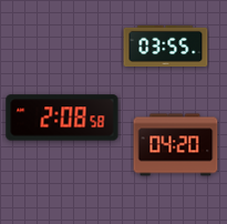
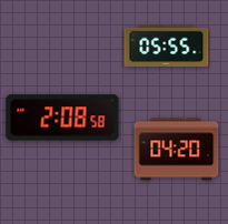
clock at (166, 45): 03:55 -> 05:55
clock at (176, 145) position: (176, 145) -> (177, 150)
